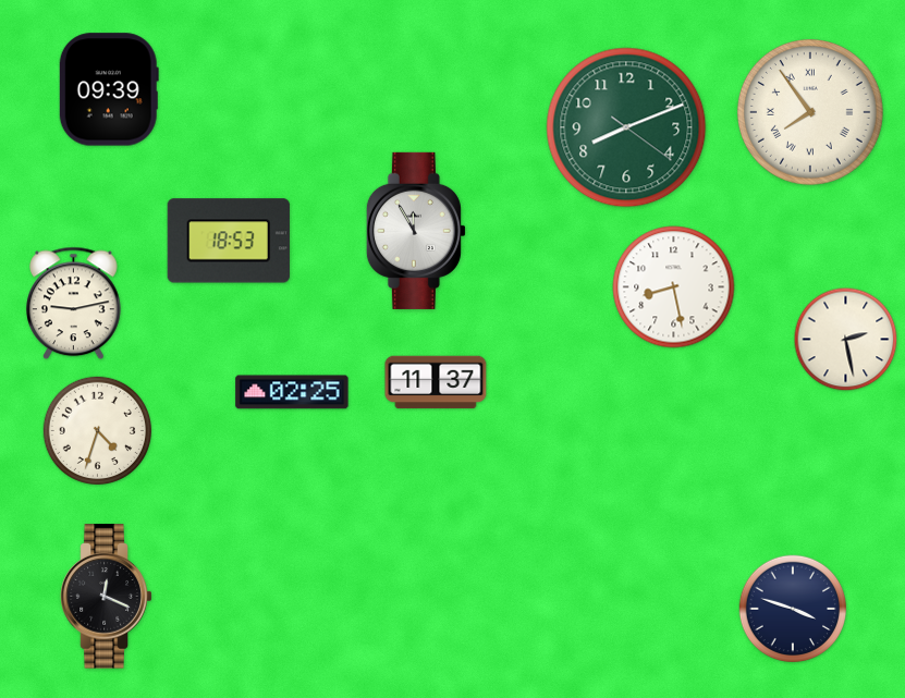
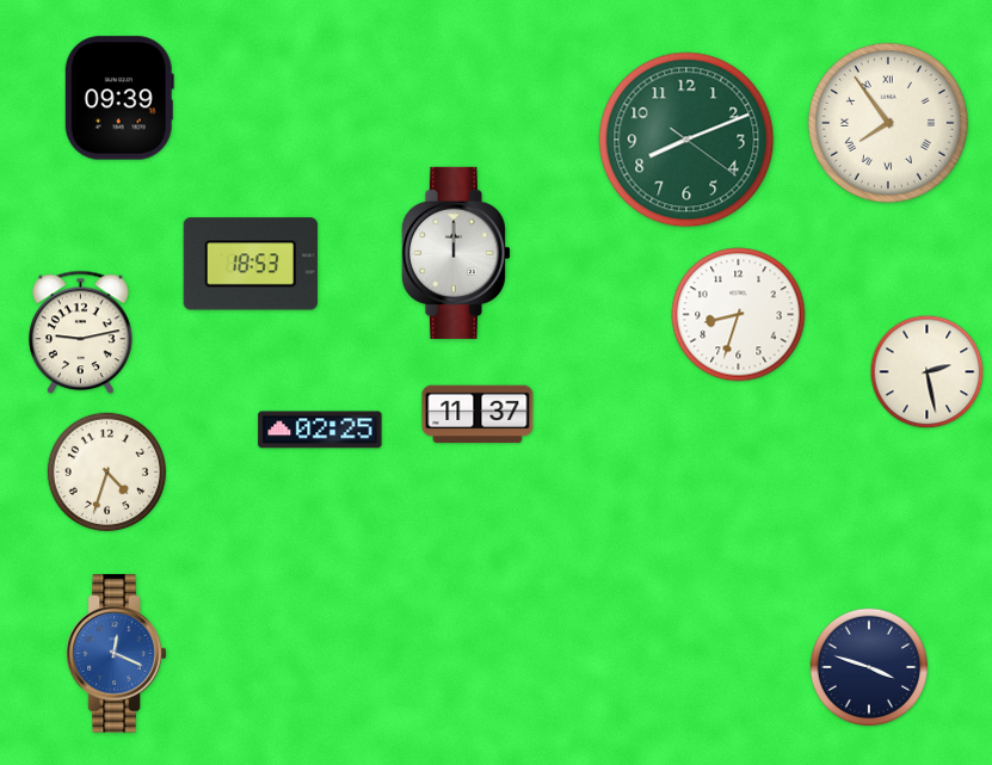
clock at (416, 231): 11:55 -> 12:00
clock at (674, 287): 8:28 -> 8:33
clock at (436, 382) position: (436, 382) -> (477, 414)
clock at (107, 597) dial: black -> blue
